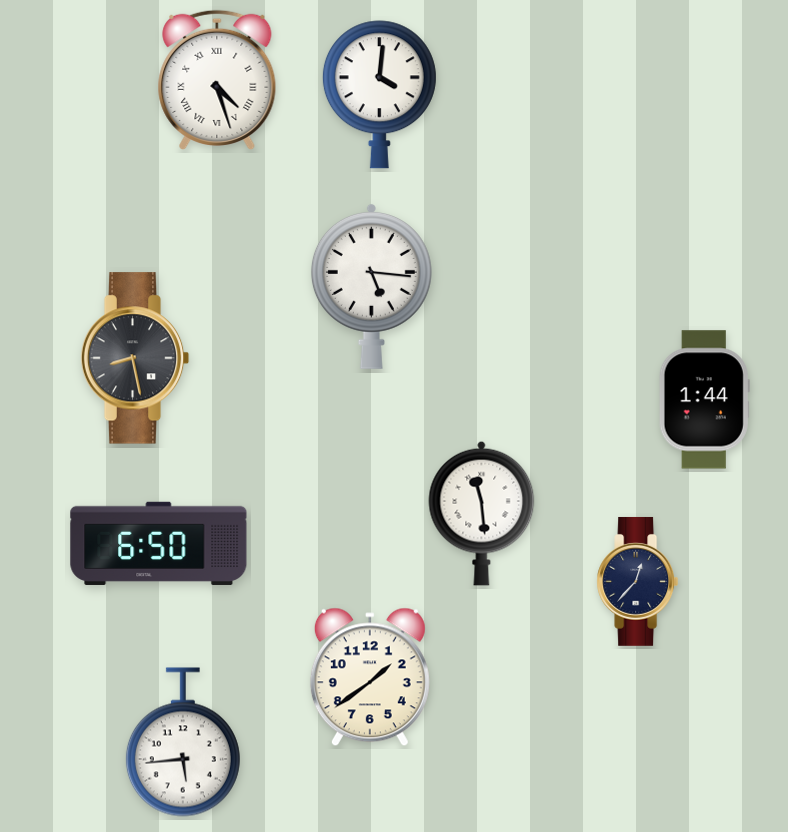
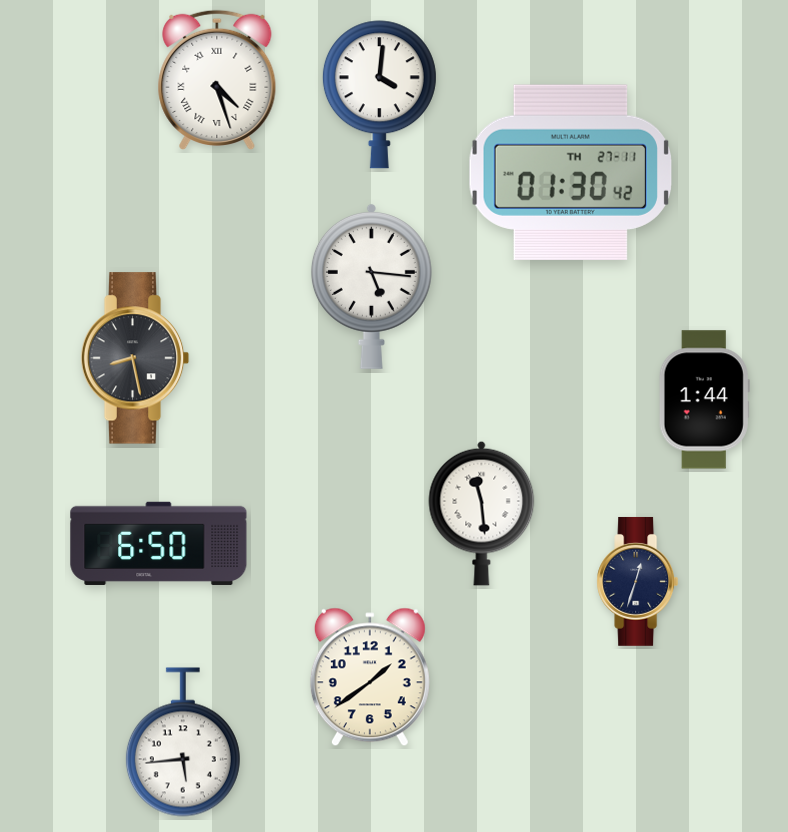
clock at (570, 172): none -> 01:30
clock at (638, 581): 12:37 -> 12:33
